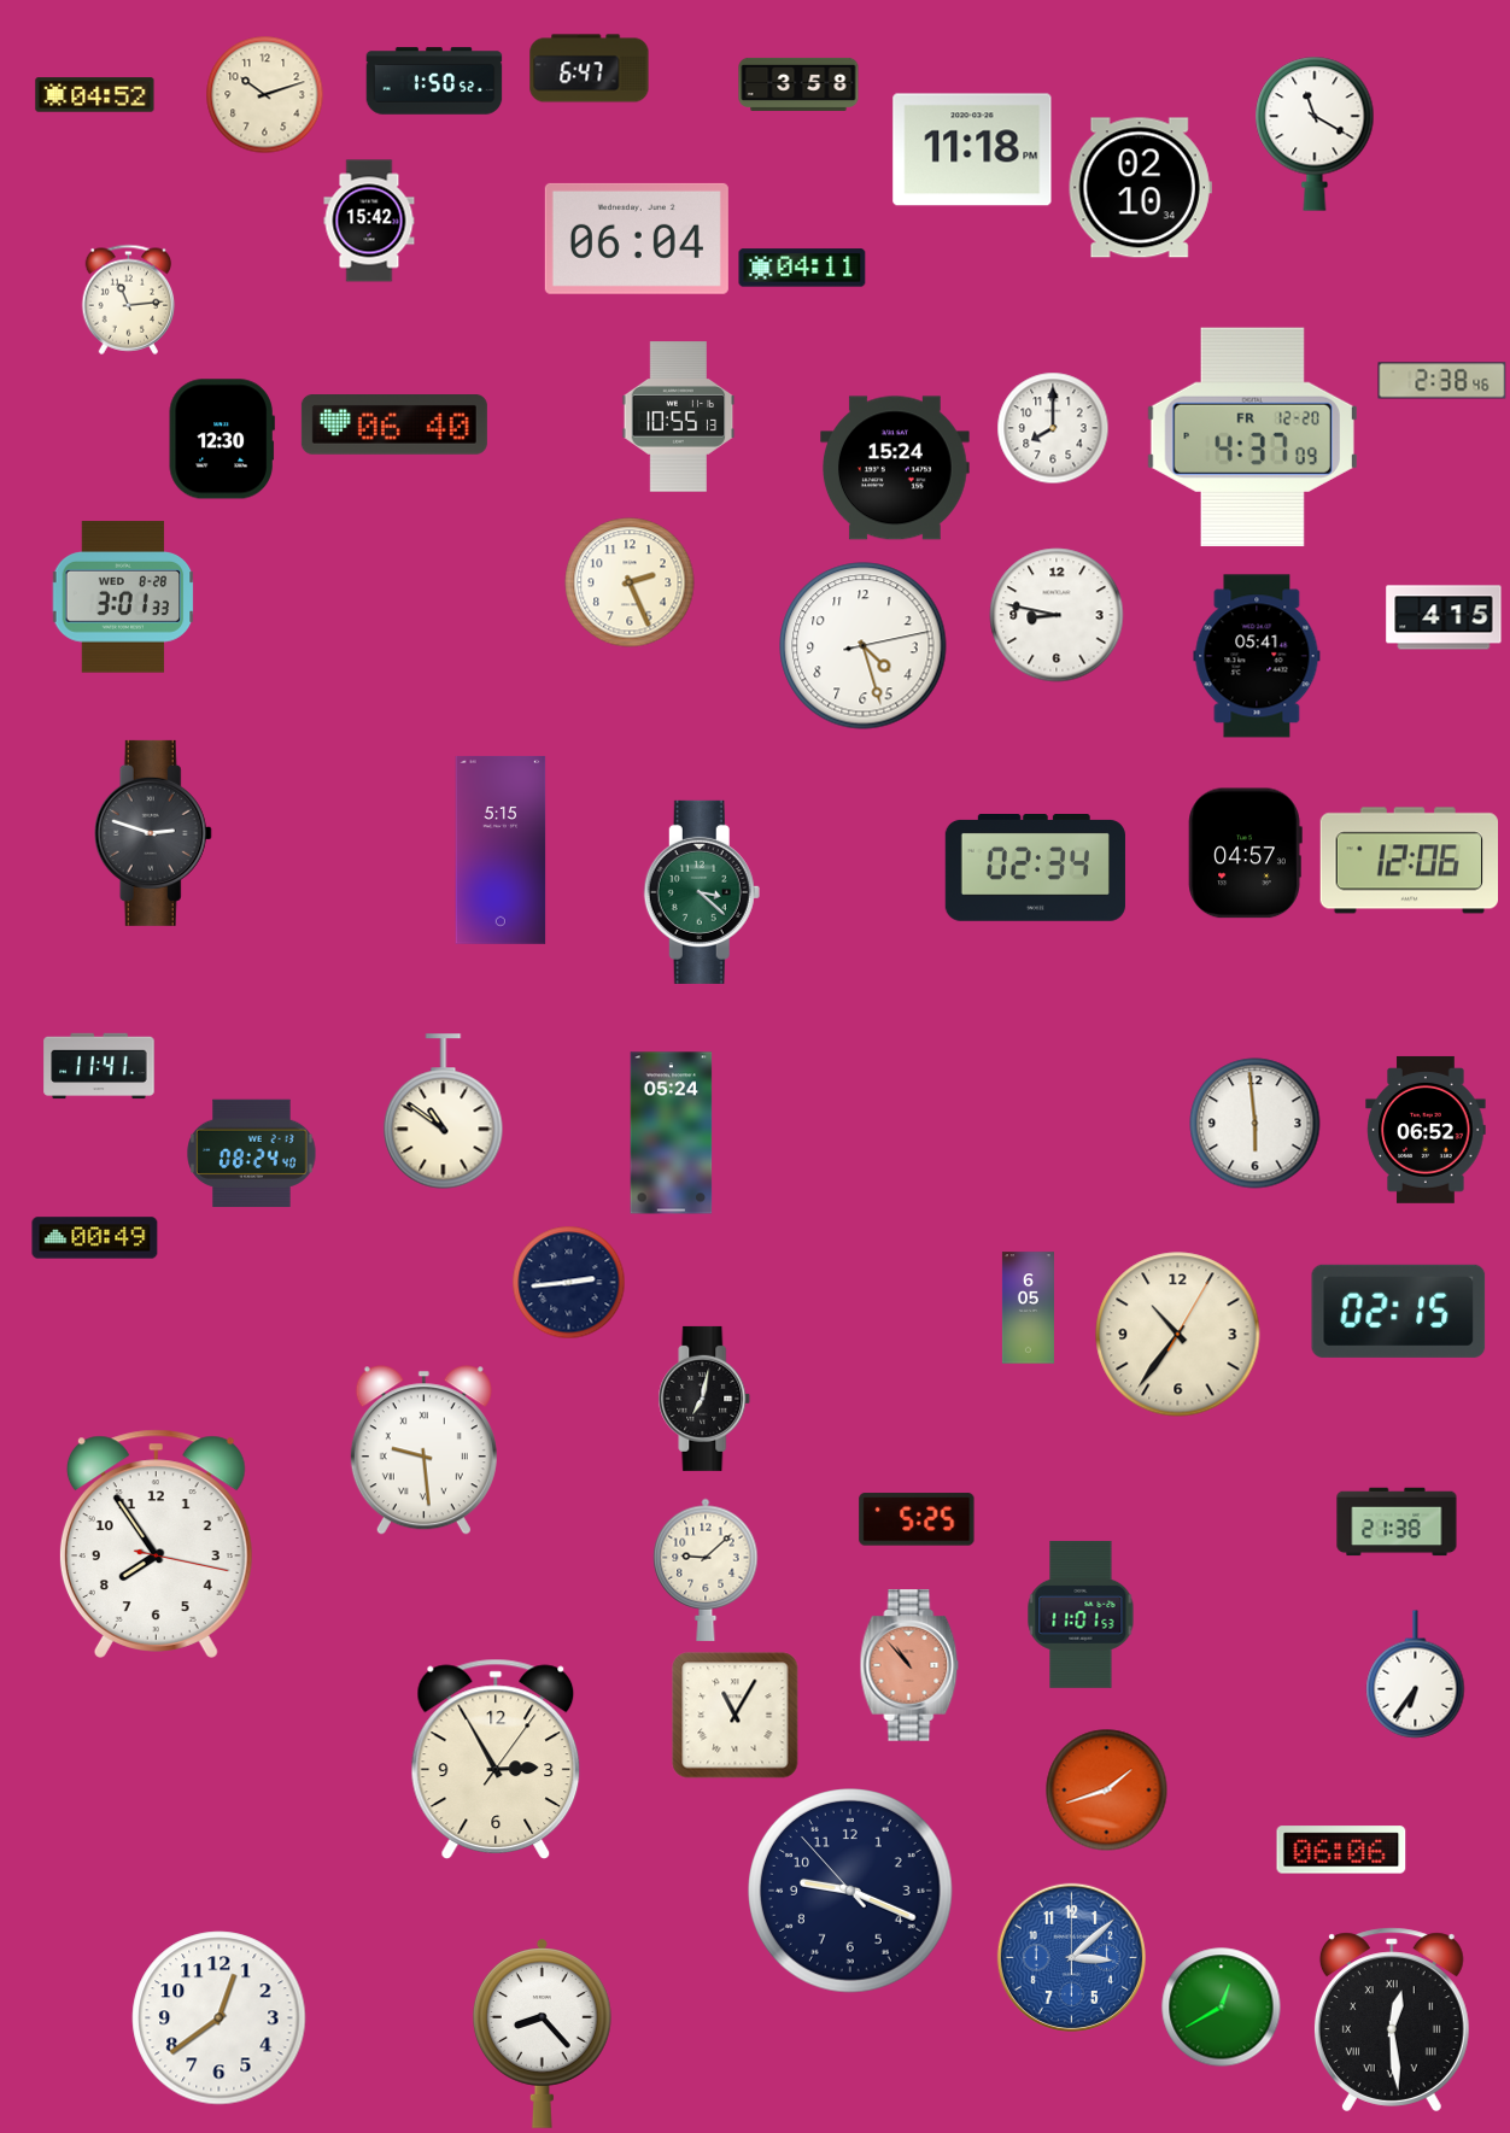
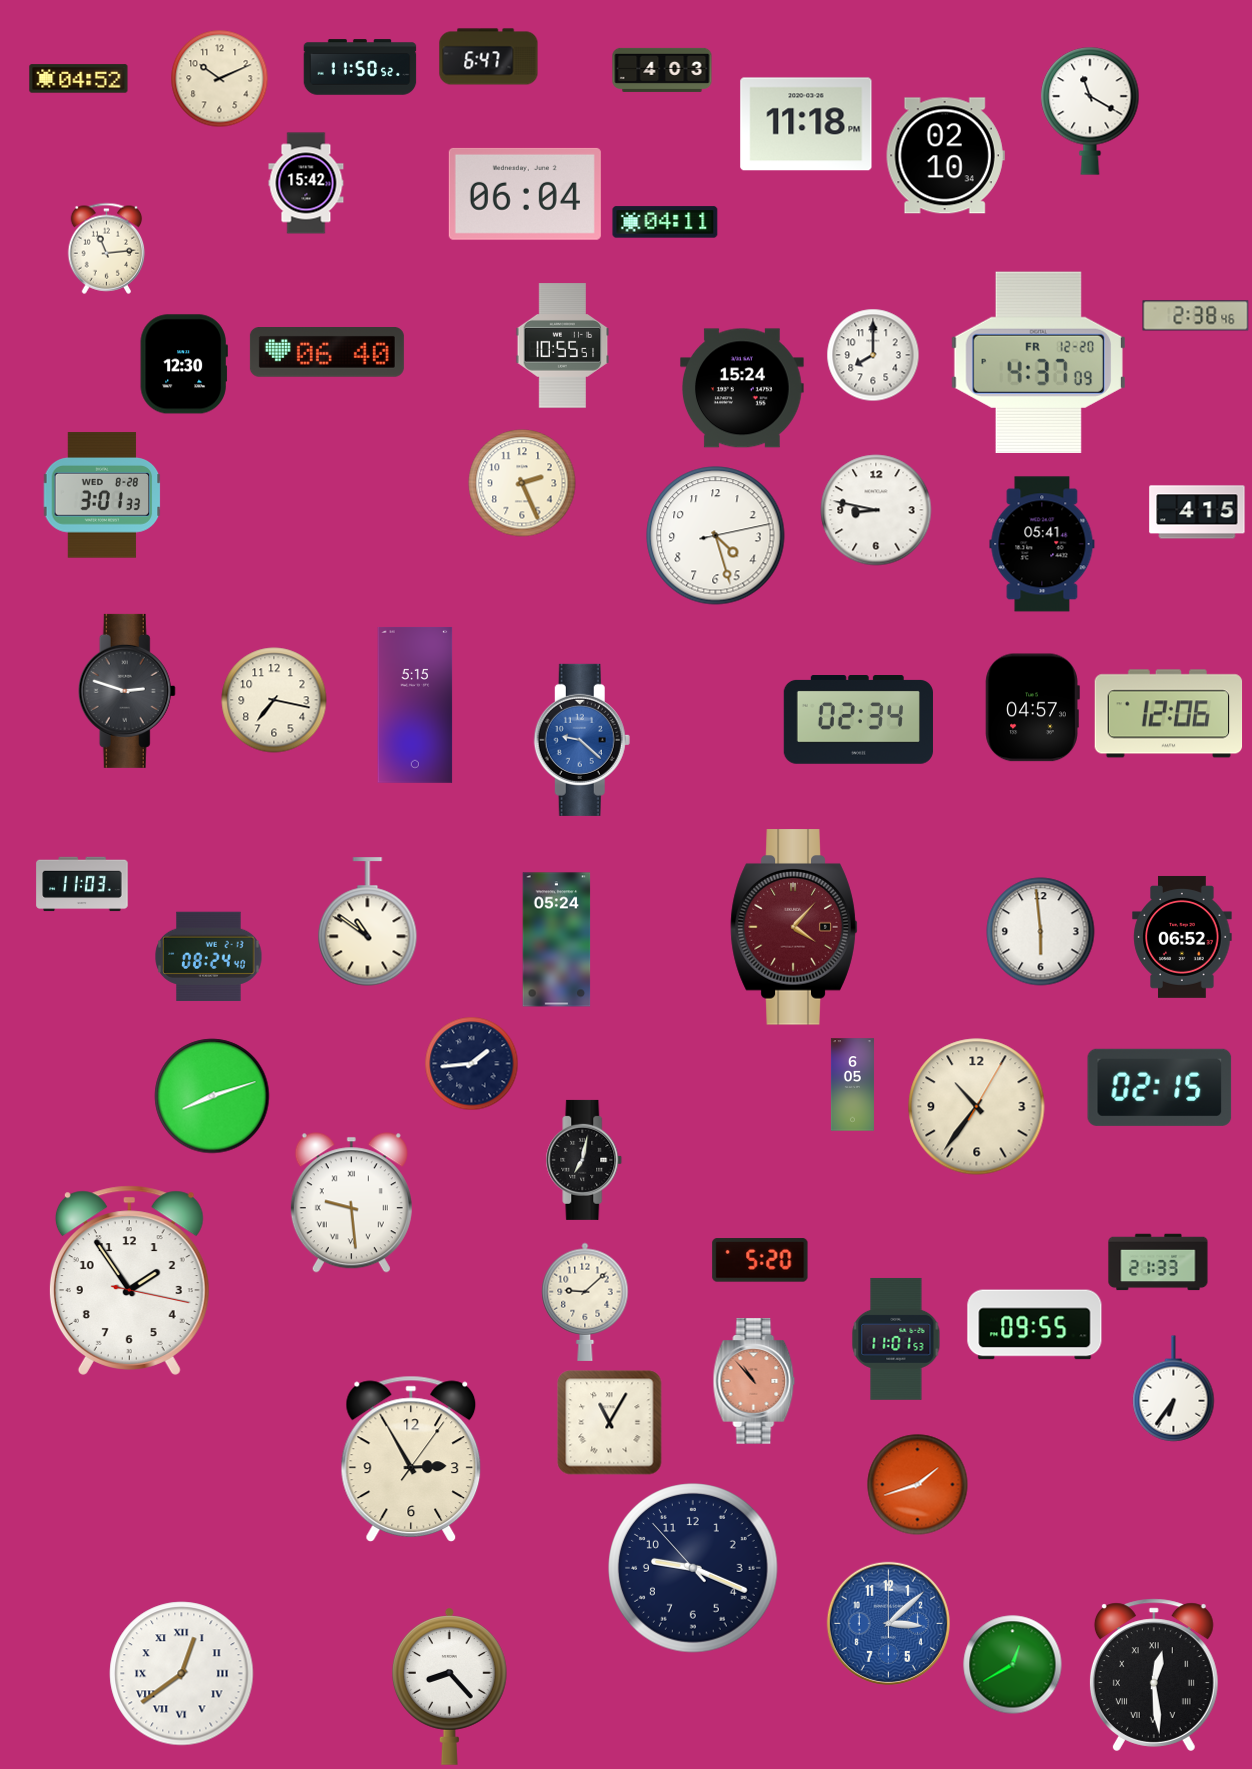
clock at (434, 81): 1:50 -> 11:50
clock at (798, 84): 3:58 -> 4:03
clock at (265, 95): 10:12 -> 10:11
clock at (637, 239) position: (637, 239) -> (525, 194)
clock at (679, 417): 10:55:13 -> 10:55:51
clock at (274, 700): none -> 7:17
clock at (702, 892): 3:22 -> 9:22
clock at (702, 892) dial: green -> blue
clock at (99, 1066): 11:41 -> 11:03
clock at (794, 927): none -> 4:07
clock at (95, 1238): 00:49 -> none
clock at (569, 1283): 2:44 -> 1:44
clock at (212, 1096): none -> 8:12
clock at (917, 1519): 5:25 -> 5:20
clock at (1397, 1522): 21:38 -> 21:33
clock at (156, 1543): 7:54 -> 1:54
clock at (1035, 1325): none -> 09:55
clock at (1341, 1850): 06:06 -> none
clock at (850, 1891) position: (850, 1891) -> (693, 1568)
clock at (220, 2018) numerals: Arabic -> Roman
